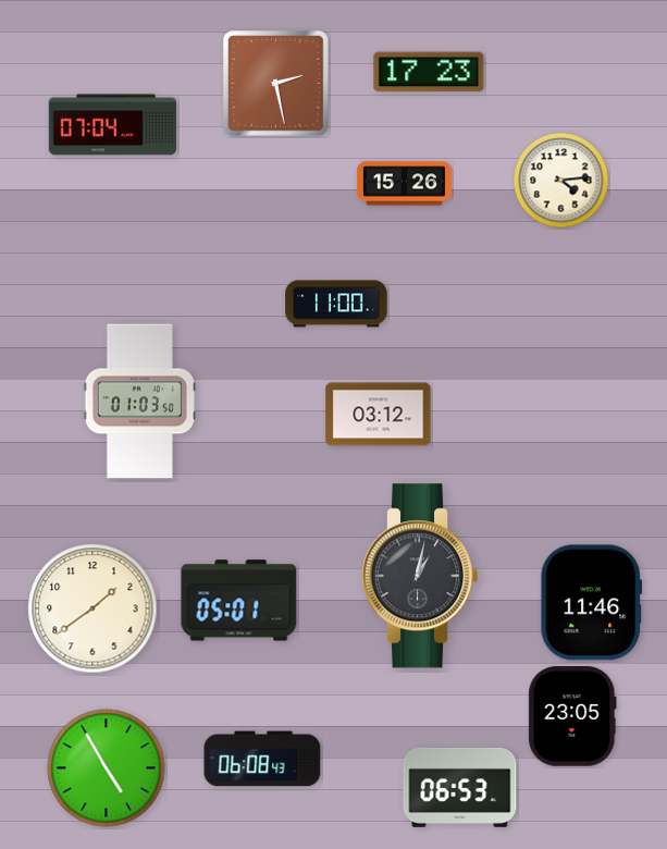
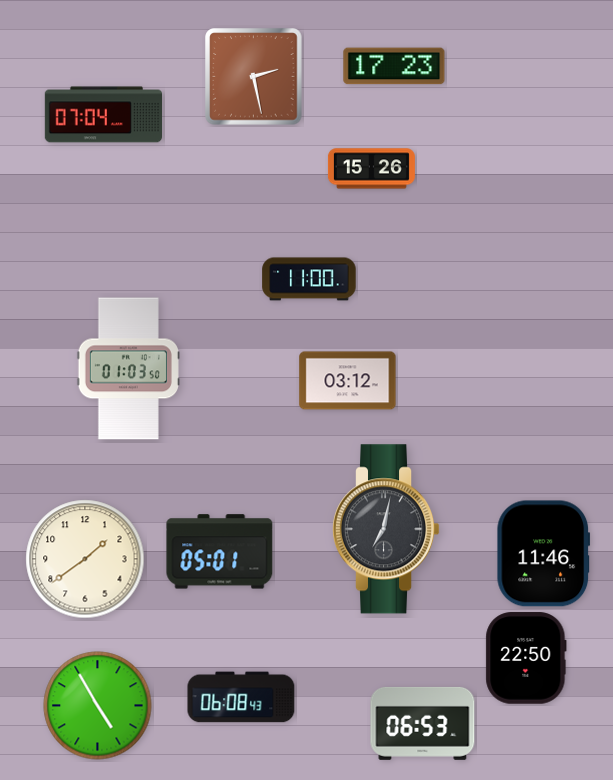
clock at (561, 181): 4:14 -> none
clock at (420, 576): 1:02 -> 7:02
clock at (572, 716): 23:05 -> 22:50
